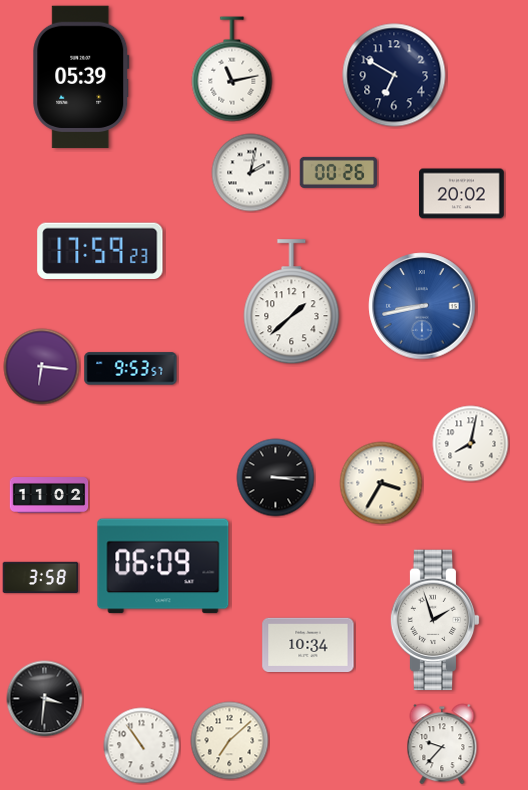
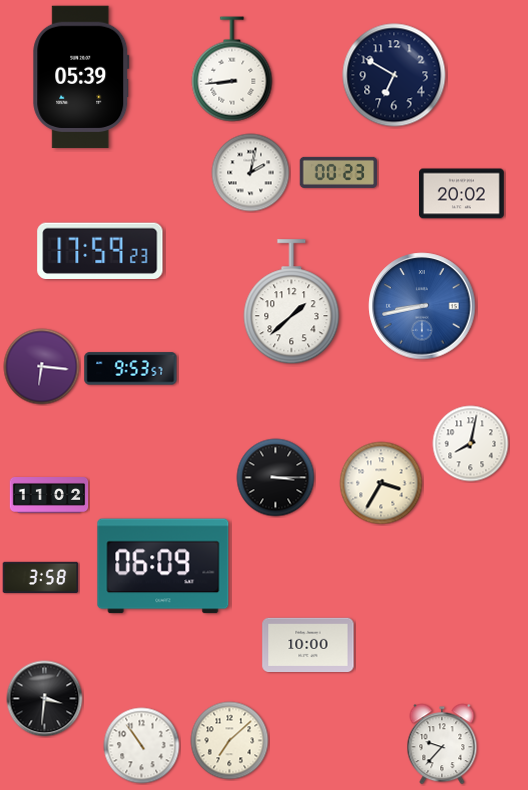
clock at (232, 69): 11:13 -> 8:44
clock at (339, 172): 00:26 -> 00:23
clock at (435, 620): 1:57 -> none
clock at (308, 644): 10:34 -> 10:00
